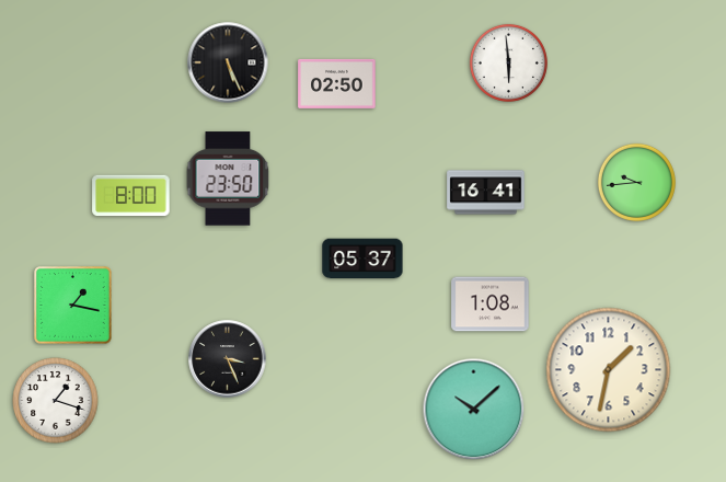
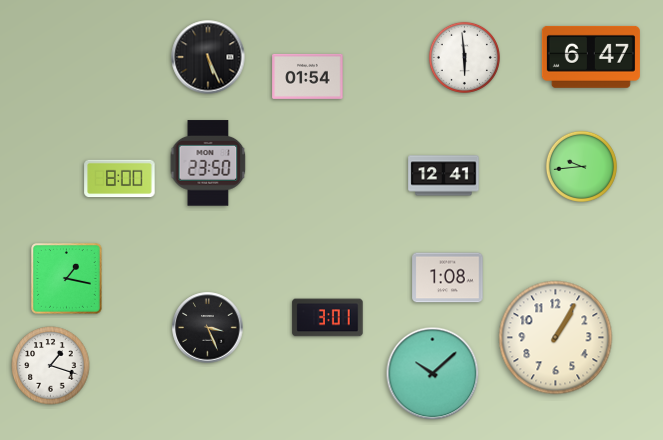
clock at (591, 57): none -> 6:47
clock at (337, 83): 02:50 -> 01:54
clock at (486, 193): 16:41 -> 12:41
clock at (362, 259): 05:37 -> none
clock at (328, 318): none -> 3:01
clock at (609, 370): 1:32 -> 1:05
